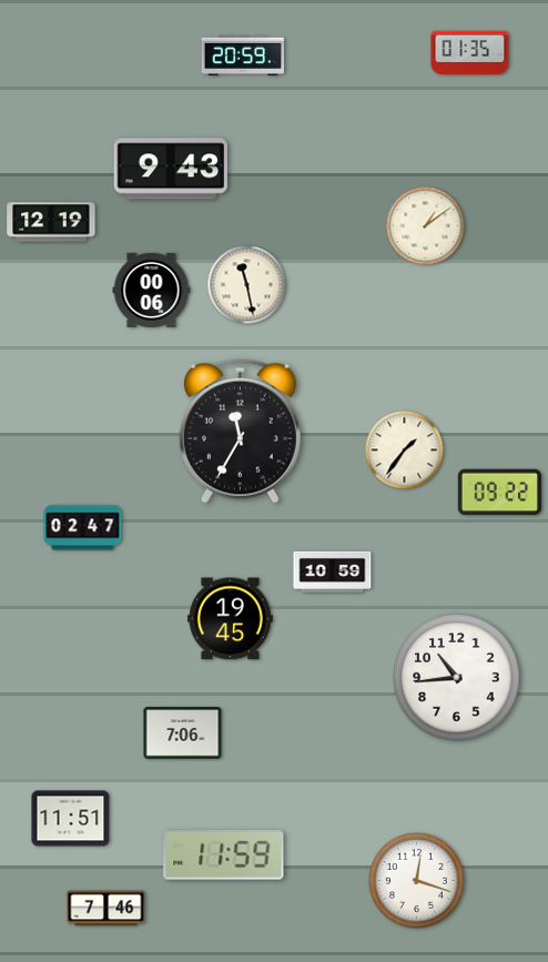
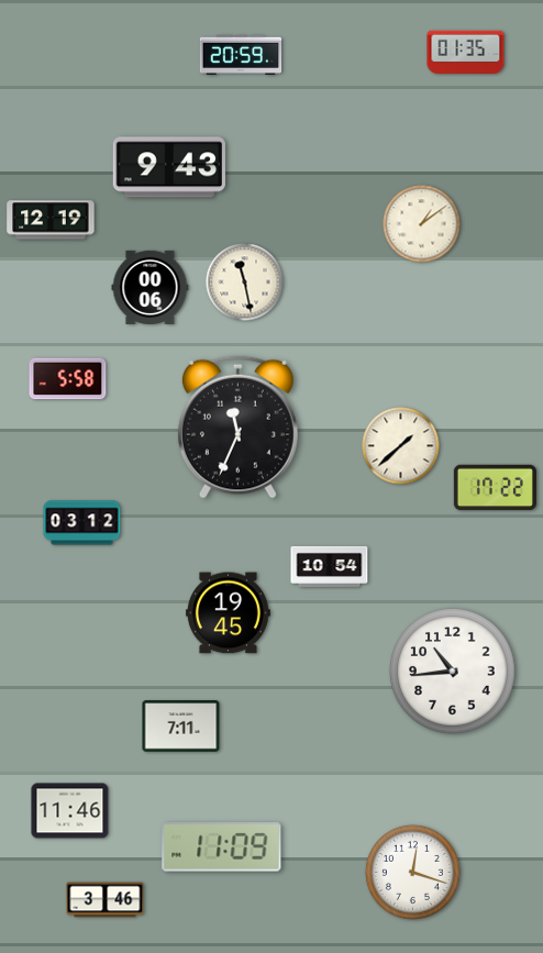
clock at (68, 379): none -> 5:58
clock at (240, 431): 11:35 -> 11:34
clock at (405, 450): 1:36 -> 1:38
clock at (499, 493): 09:22 -> 17:22
clock at (83, 528): 02:47 -> 03:12
clock at (333, 571): 10:59 -> 10:54
clock at (183, 733): 7:06 -> 7:11
clock at (71, 819): 11:51 -> 11:46
clock at (224, 855): 11:59 -> 11:09
clock at (106, 909): 7:46 -> 3:46
